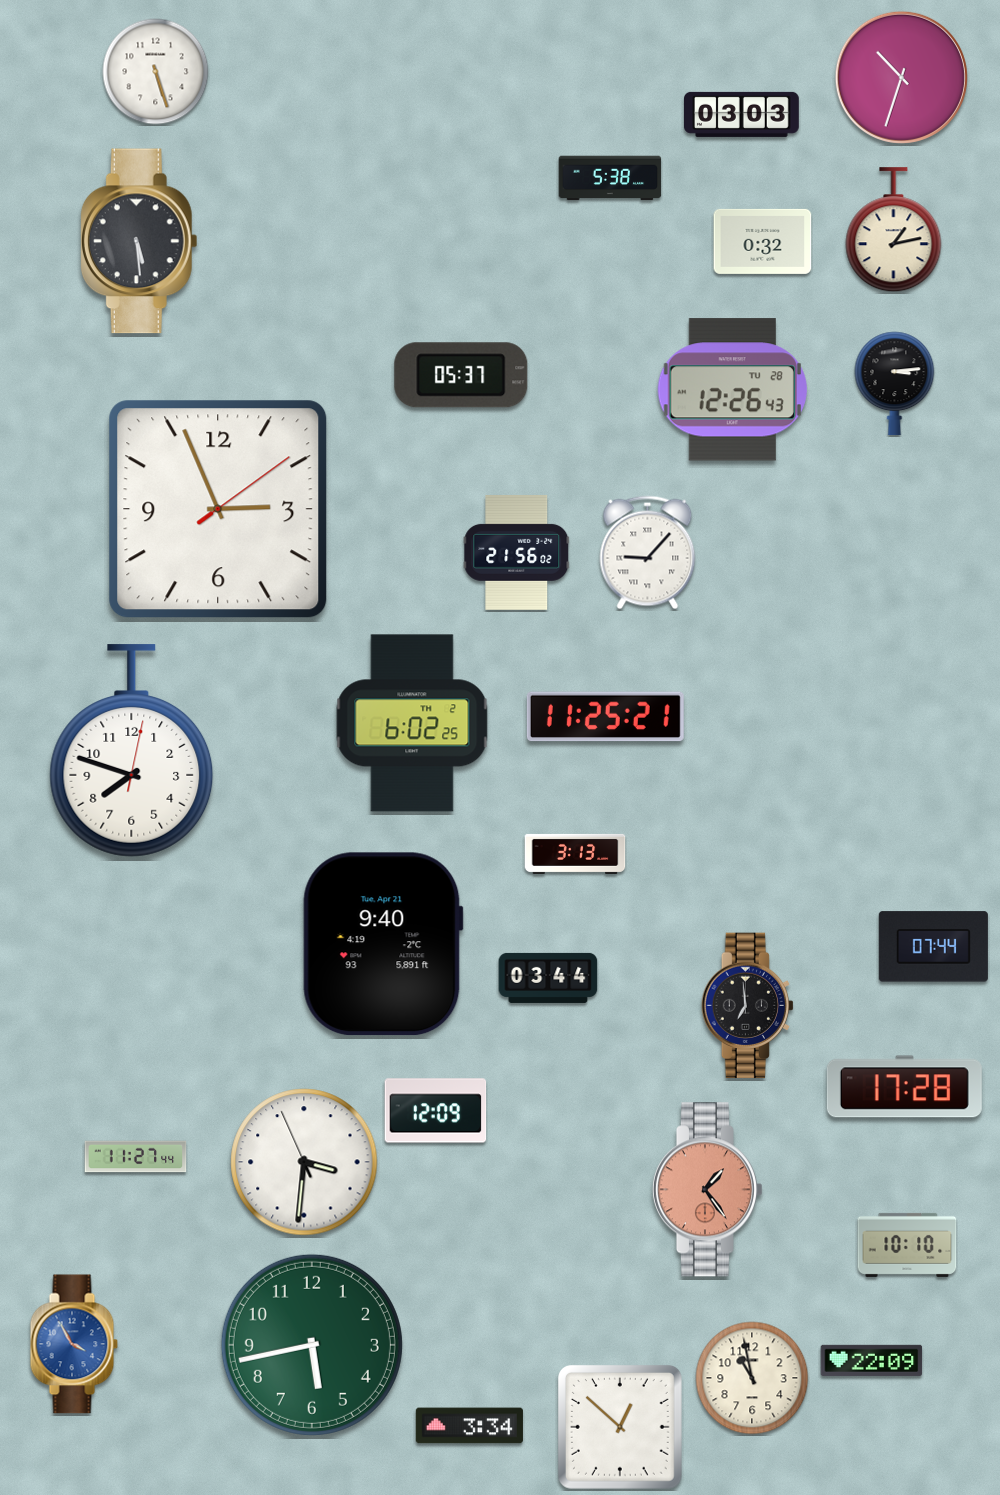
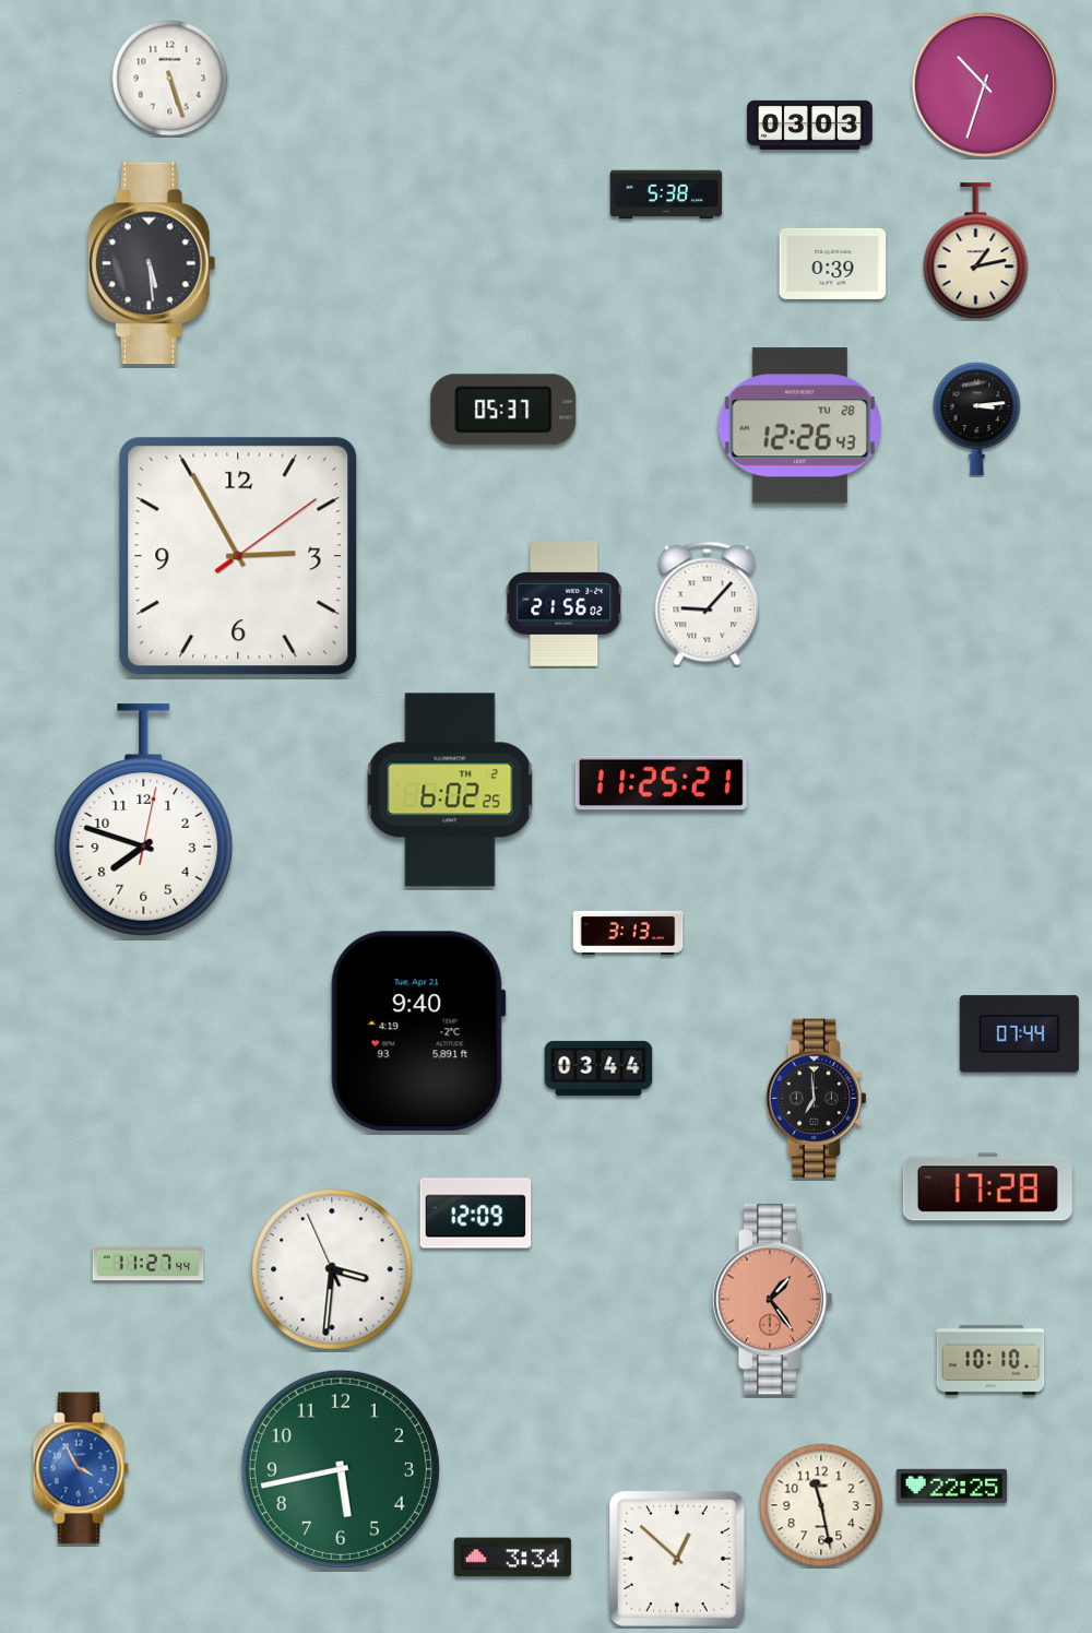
clock at (763, 241): 0:32 -> 0:39
clock at (218, 509): 2:56 -> 2:55
clock at (872, 1360): 22:09 -> 22:25
clock at (752, 1378): 10:58 -> 11:28
